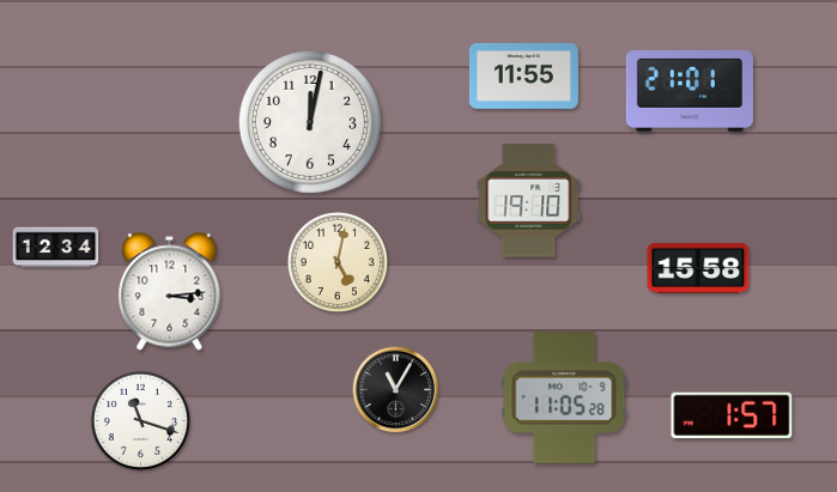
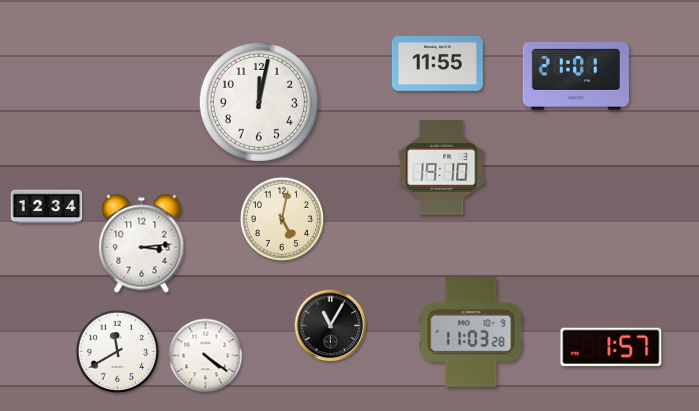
clock at (698, 268): 15:58 -> none
clock at (564, 397): 11:05 -> 11:03
clock at (140, 420): 11:18 -> 11:40
clock at (206, 356): none -> 4:21
